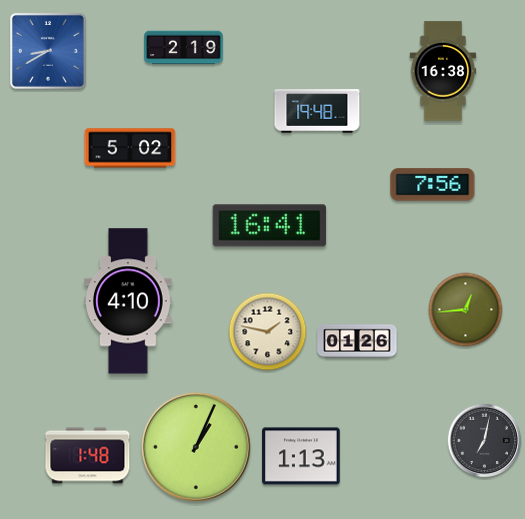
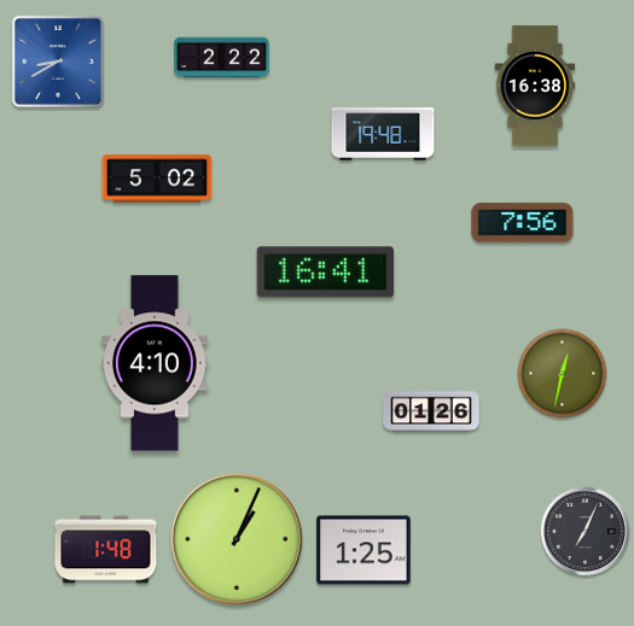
clock at (184, 48): 2:19 -> 2:22
clock at (466, 310): 12:44 -> 12:32
clock at (268, 332): 1:47 -> none
clock at (485, 441): 7:02 -> 7:04
clock at (301, 456): 1:13 -> 1:25
